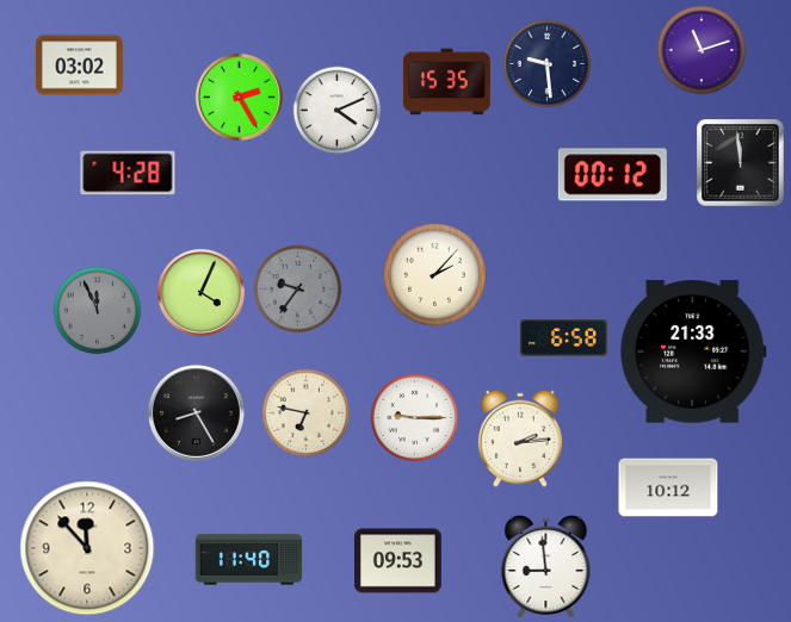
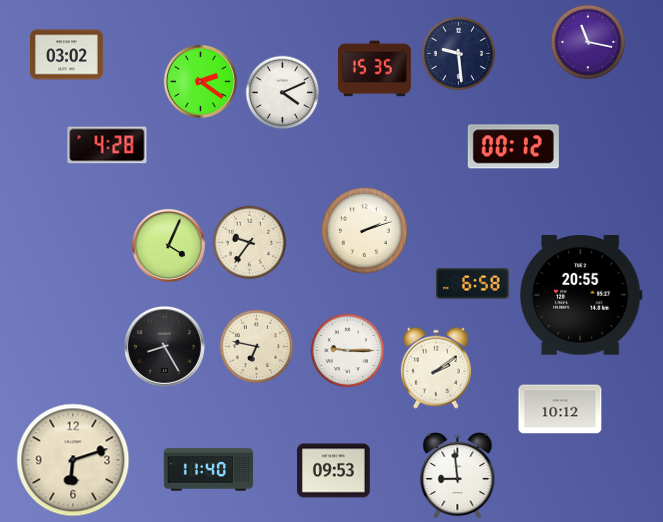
clock at (702, 50): 11:12 -> 11:17
clock at (239, 97): 2:25 -> 2:21
clock at (741, 163): 11:59 -> none
clock at (434, 274): 2:07 -> 2:12
clock at (298, 290) dial: grey -> cream
clock at (98, 311): 11:56 -> none
clock at (693, 353): 21:33 -> 20:55
clock at (520, 438): 2:14 -> 2:09
clock at (87, 548): 11:53 -> 6:12
